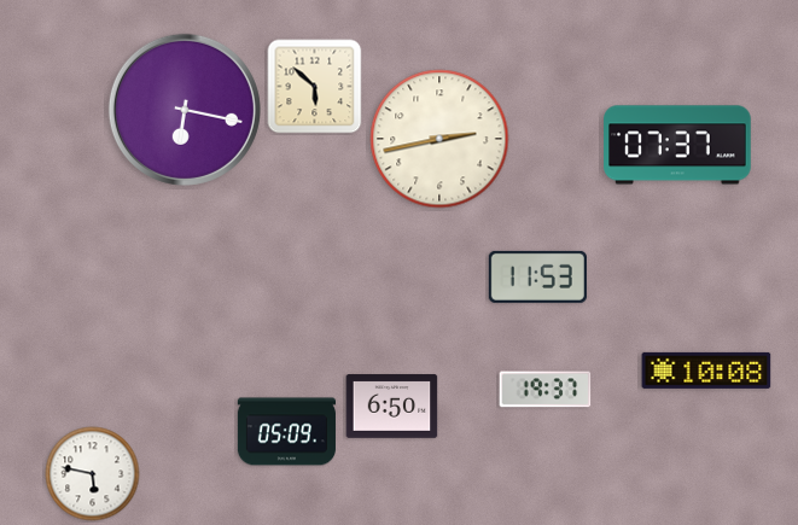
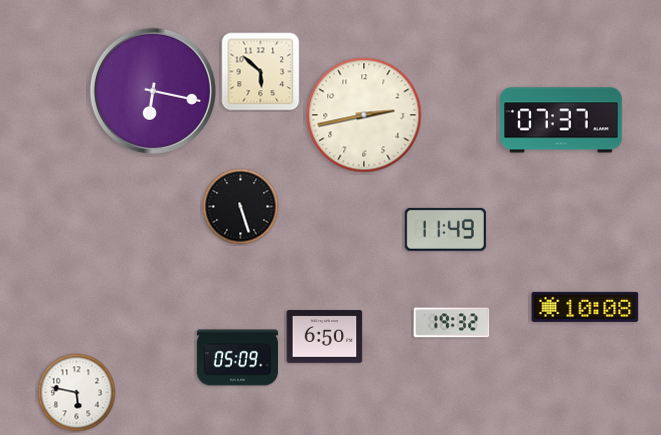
clock at (241, 207): none -> 5:27
clock at (537, 276): 11:53 -> 11:49
clock at (546, 390): 19:37 -> 19:32
